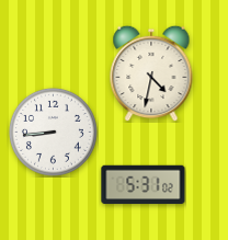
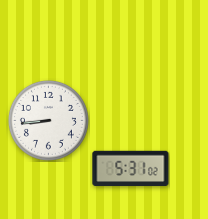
clock at (151, 73): 4:32 -> none
